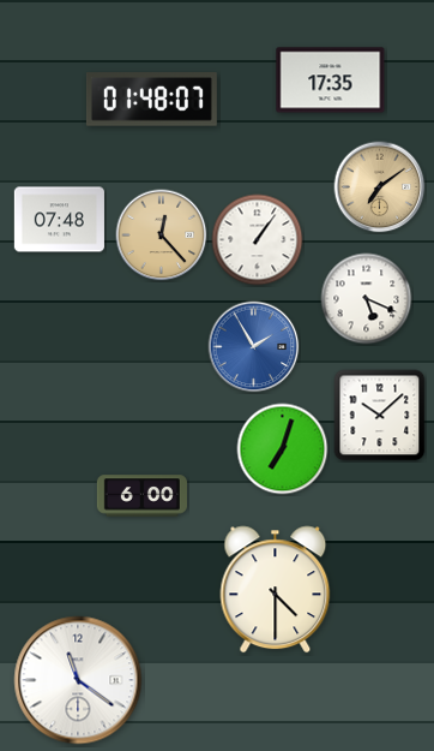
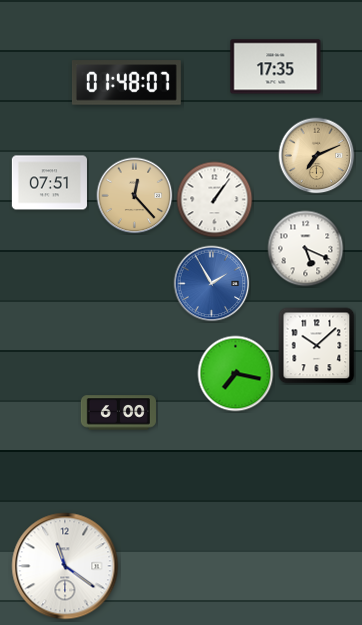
clock at (380, 187): 7:09 -> 7:11
clock at (59, 220): 07:48 -> 07:51
clock at (254, 347) position: (254, 347) -> (212, 284)
clock at (283, 449): 7:03 -> 7:17
clock at (276, 590): 4:30 -> none
